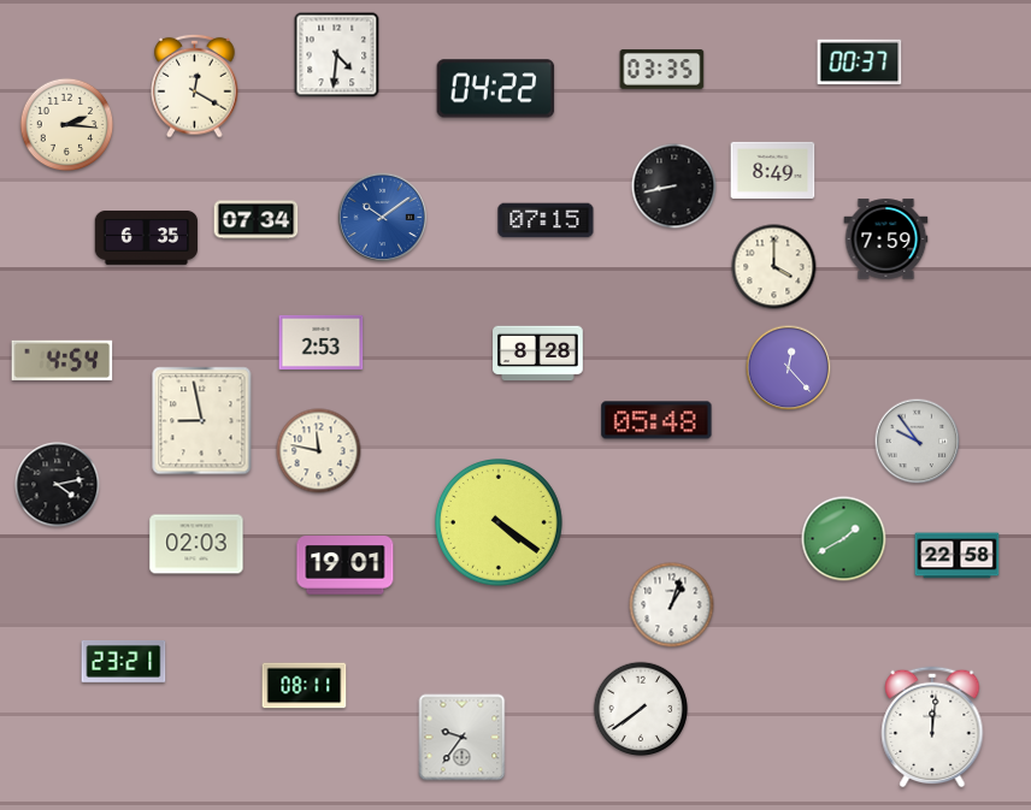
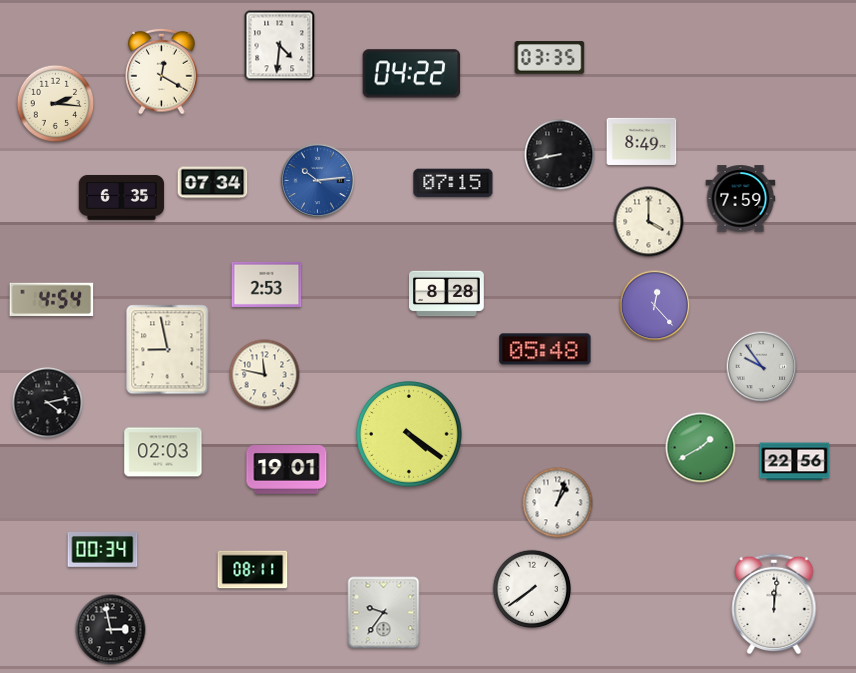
clock at (860, 63): 00:37 -> none
clock at (383, 218): 10:09 -> 10:14
clock at (886, 240) position: (886, 240) -> (741, 199)
clock at (774, 267) position: (774, 267) -> (649, 222)
clock at (500, 524) position: (500, 524) -> (410, 435)
clock at (958, 556): 22:58 -> 22:56
clock at (124, 662): 23:21 -> 00:34
clock at (111, 630): none -> 2:58
